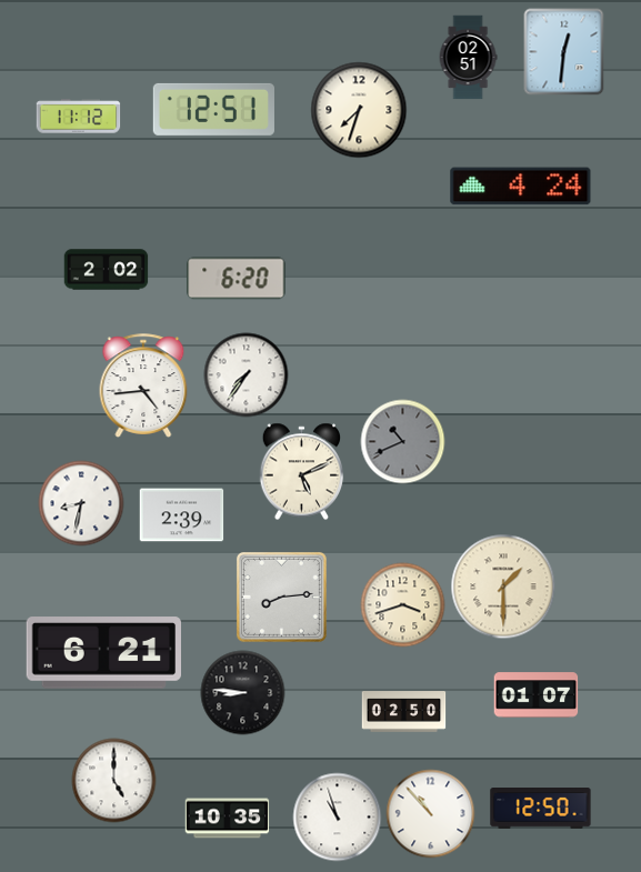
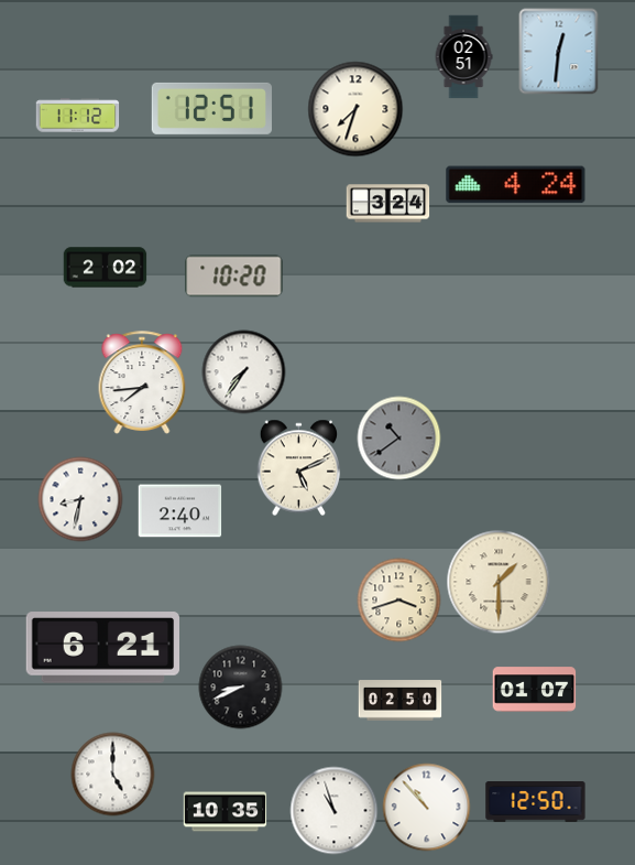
clock at (388, 204): none -> 3:24
clock at (237, 279): 6:20 -> 10:20
clock at (143, 385): 4:44 -> 7:44
clock at (403, 442): 10:41 -> 10:39
clock at (182, 515): 2:39 -> 2:40
clock at (281, 597): 8:14 -> none
clock at (243, 693): 8:46 -> 8:41
clock at (537, 695) position: (537, 695) -> (535, 690)
clock at (404, 712) position: (404, 712) -> (401, 701)
